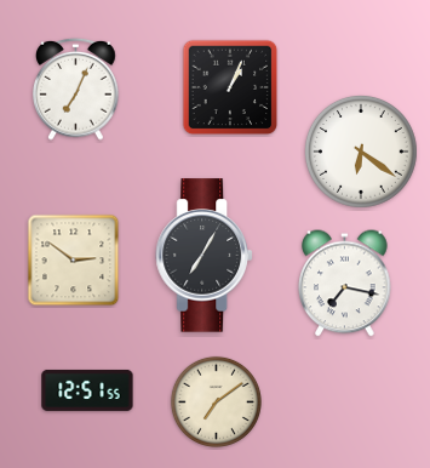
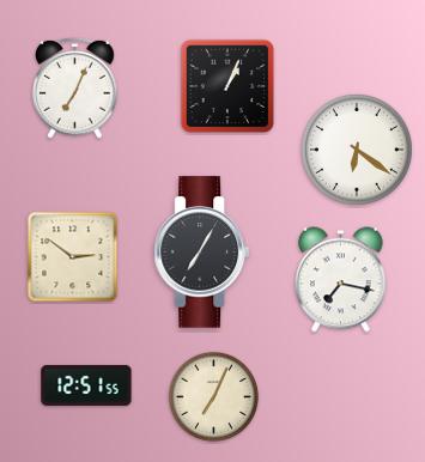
clock at (216, 401): 7:09 -> 7:04
